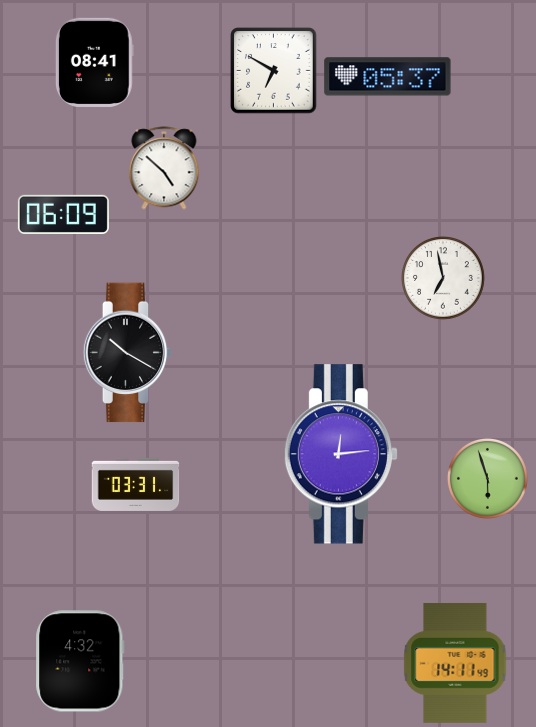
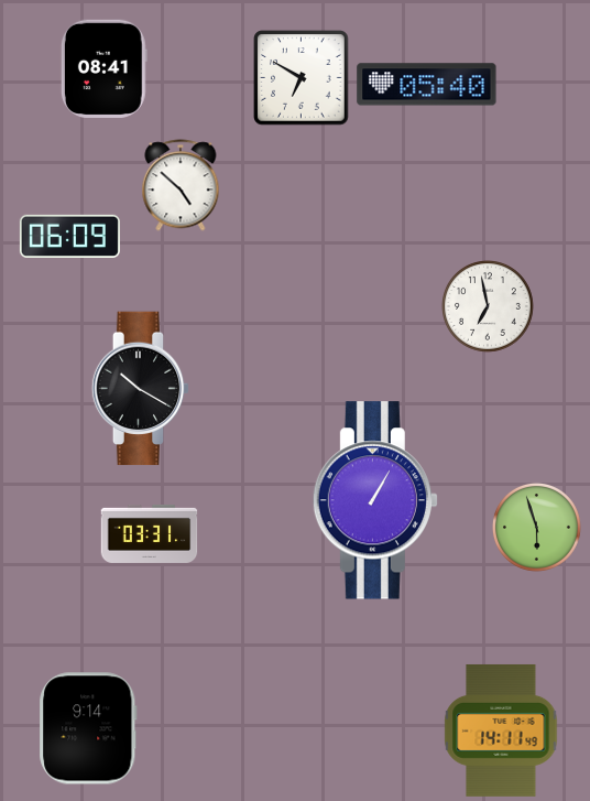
clock at (388, 77): 05:37 -> 05:40
clock at (341, 454): 12:14 -> 1:05
clock at (80, 661): 4:32 -> 9:14
